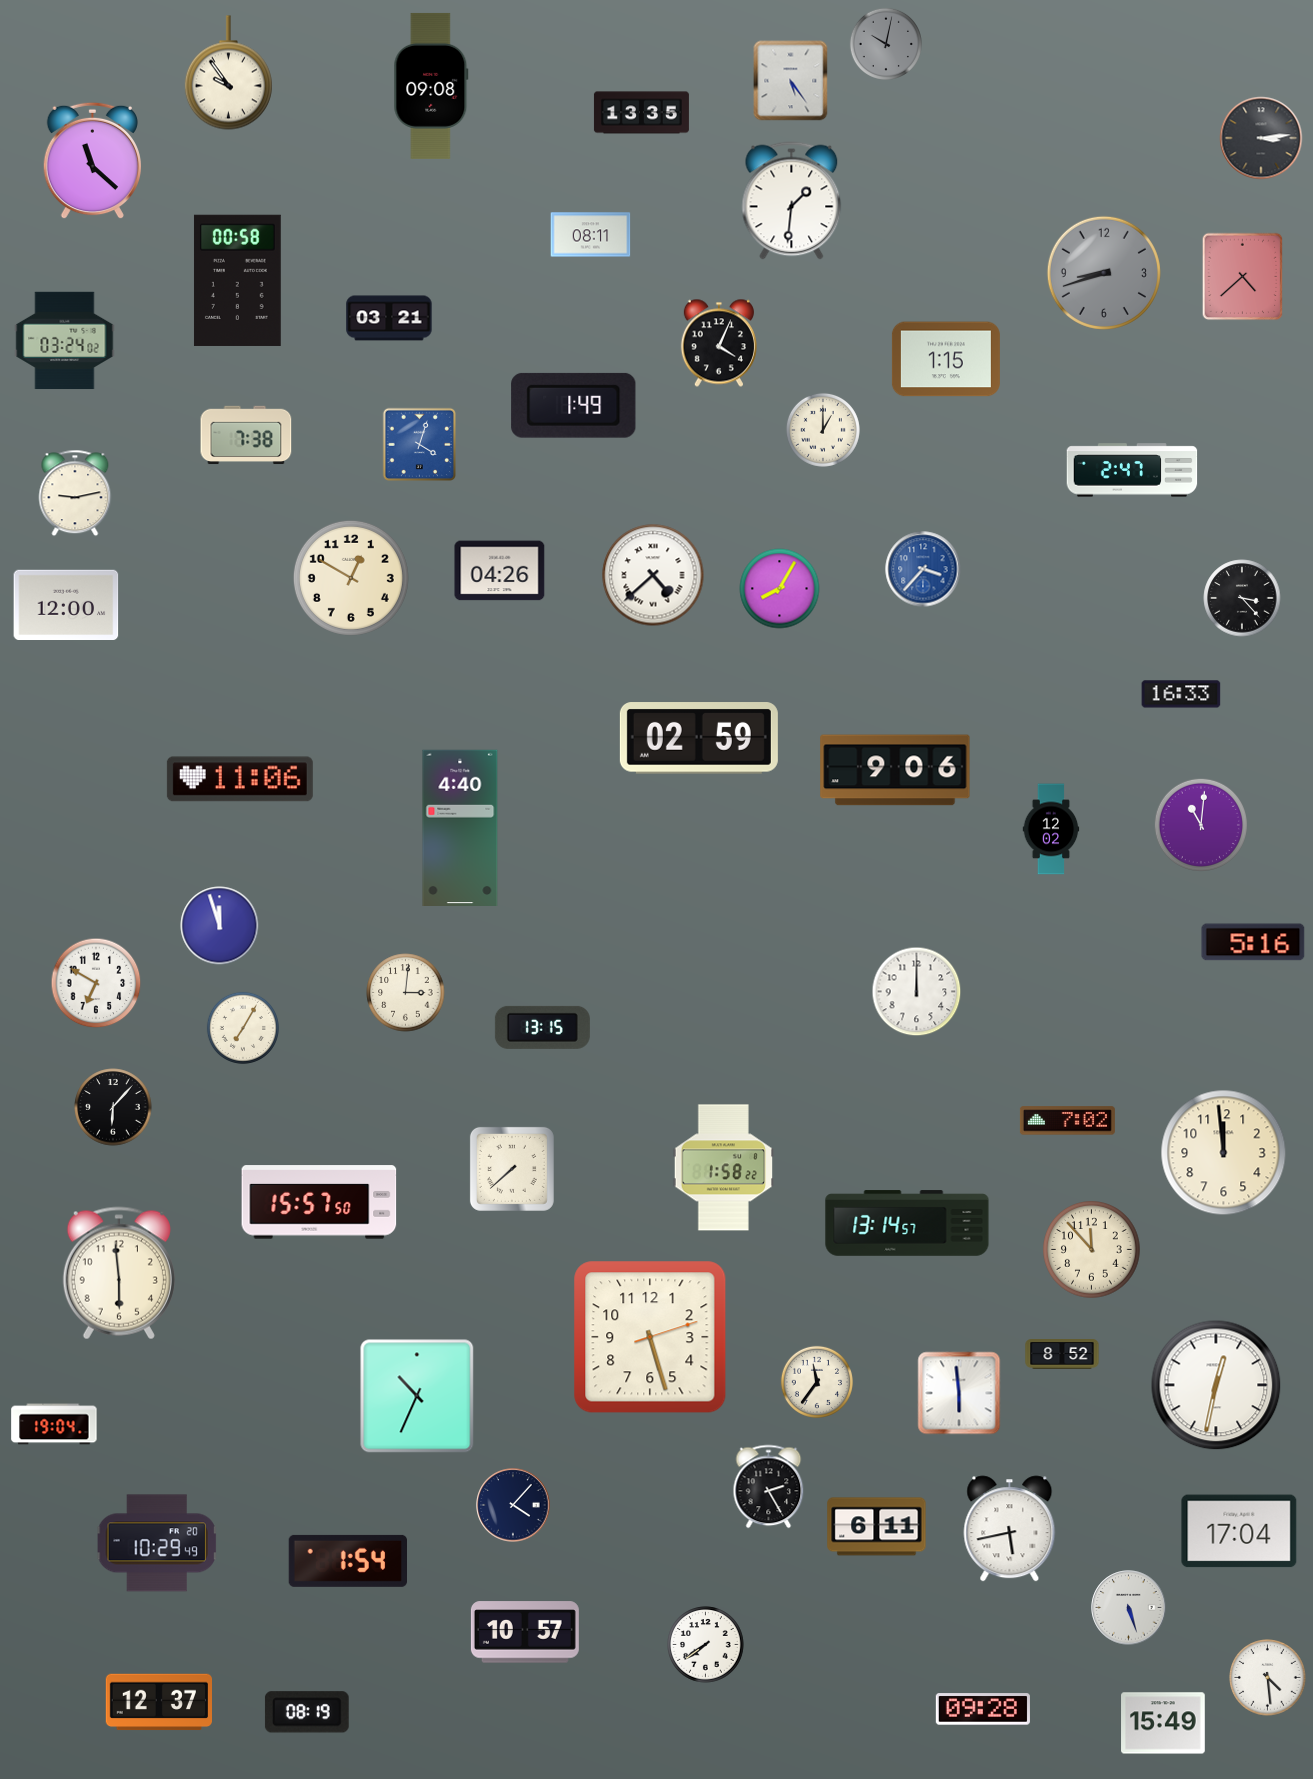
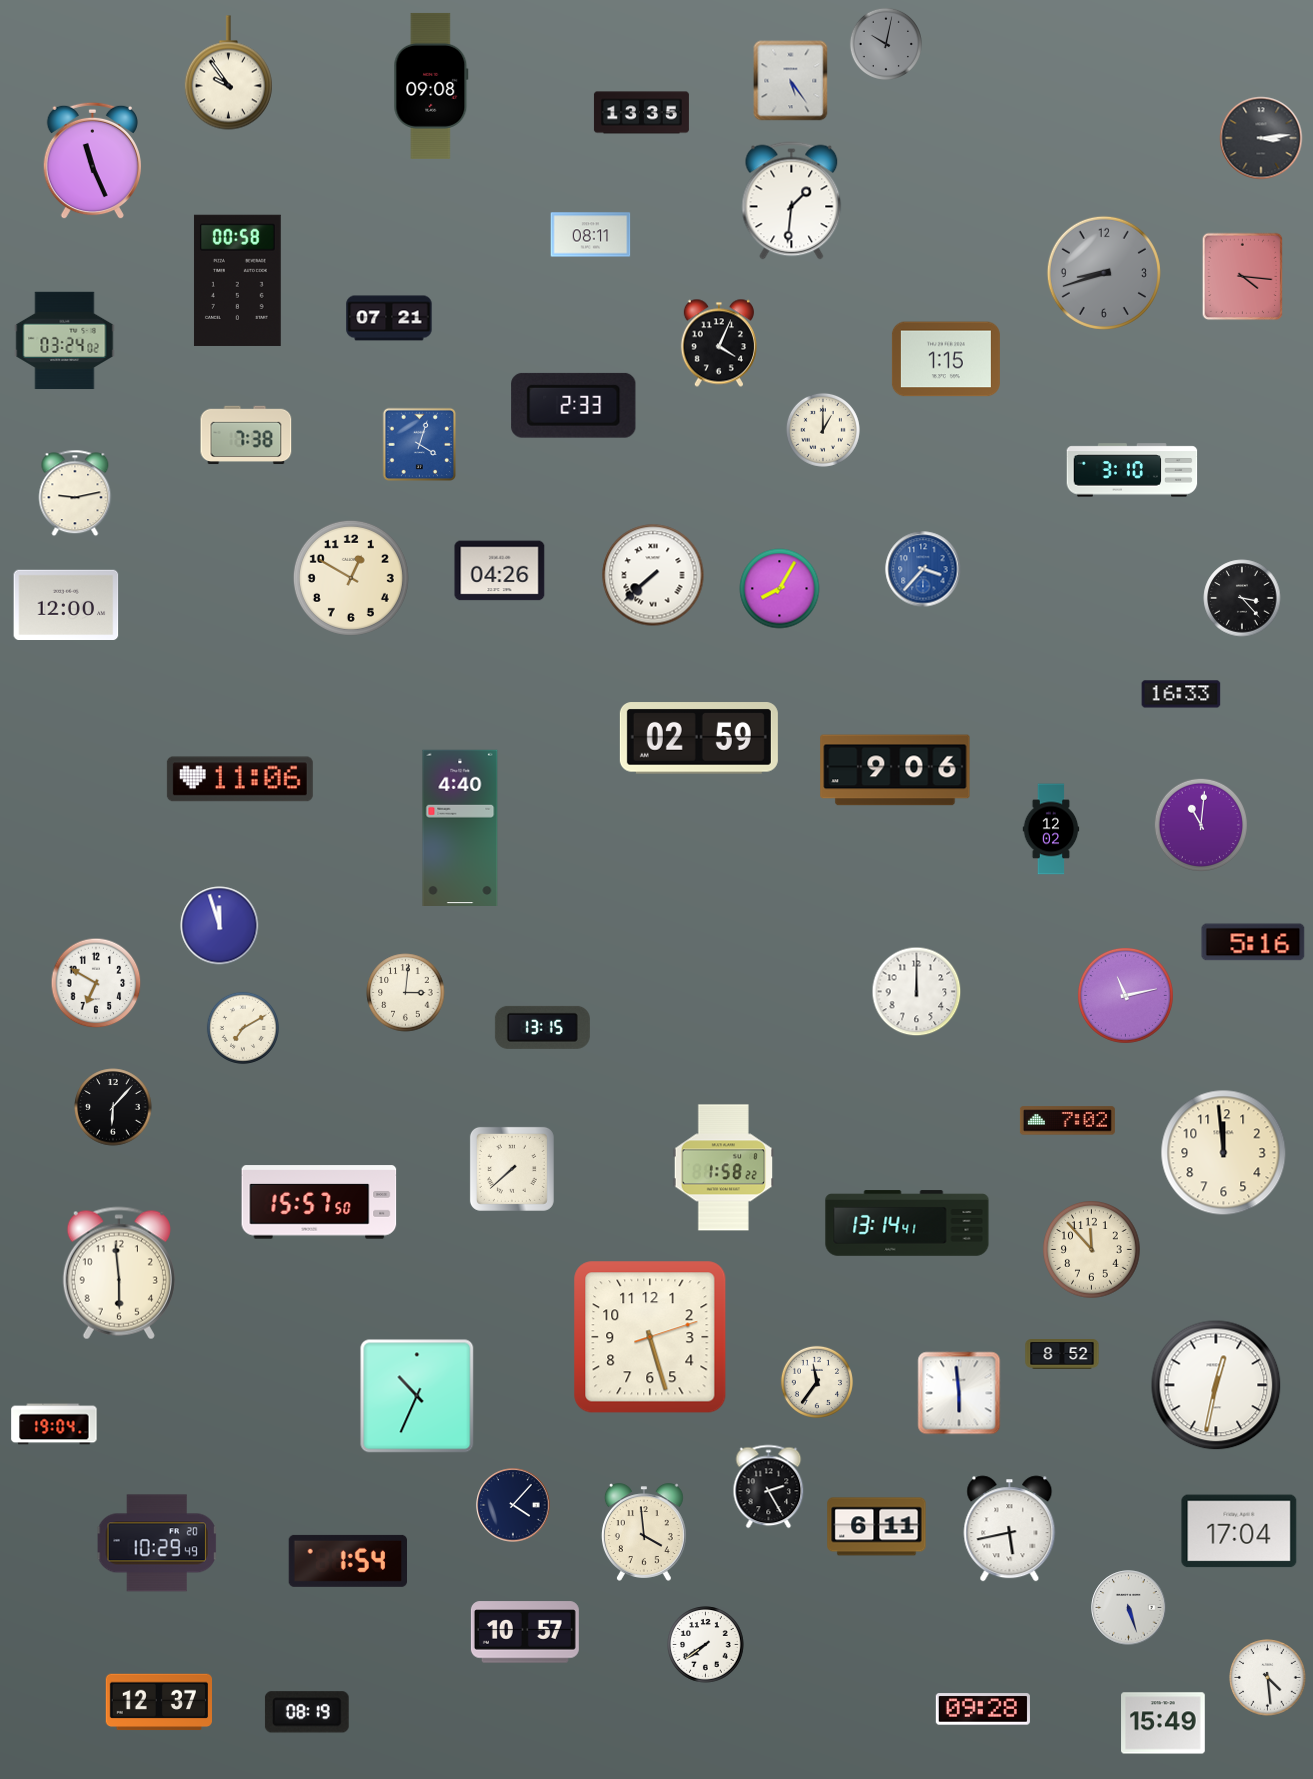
clock at (92, 161): 11:22 -> 11:26
clock at (1243, 277): 4:38 -> 4:16
clock at (389, 318): 03:21 -> 07:21
clock at (574, 405): 1:49 -> 2:33
clock at (1132, 470): 2:47 -> 3:10
clock at (653, 575): 4:38 -> 7:38
clock at (1125, 995): none -> 11:13
clock at (243, 1027): 7:05 -> 7:10
clock at (907, 1223): 13:14:57 -> 13:14:41
clock at (644, 1532): none -> 3:59
